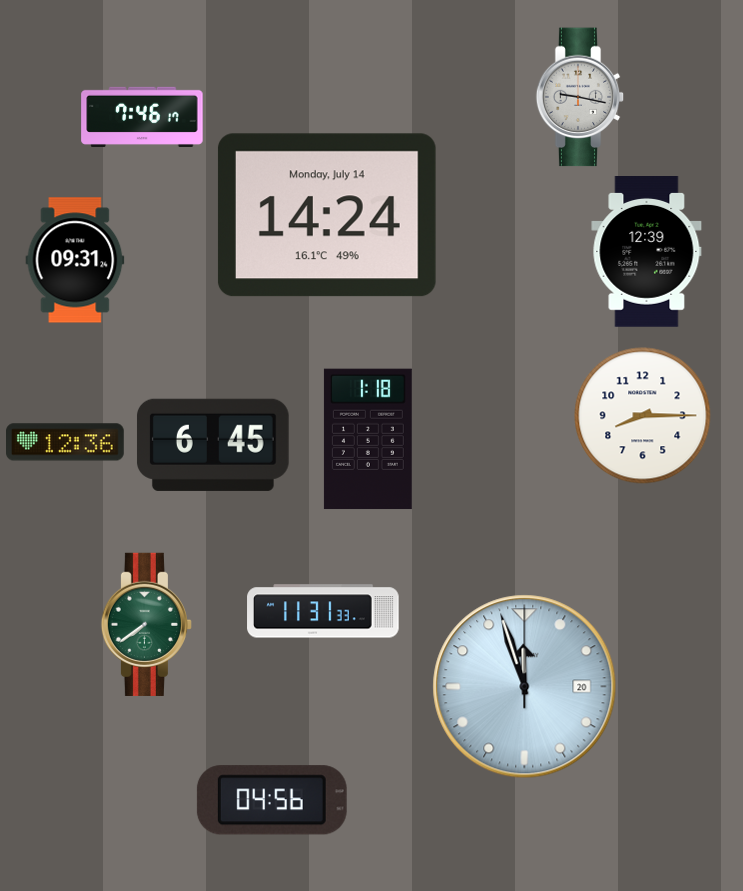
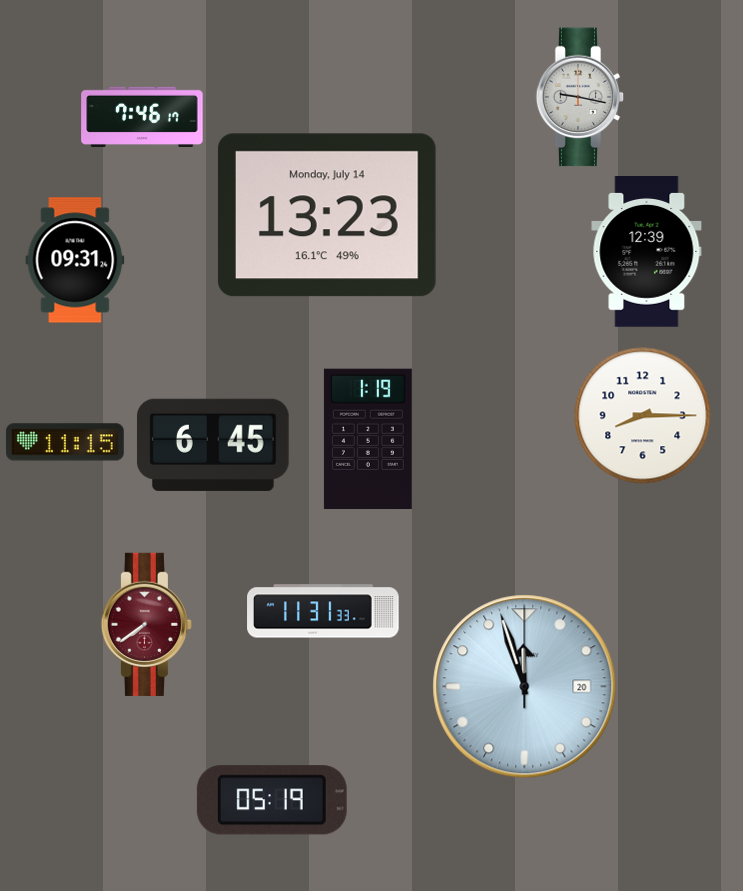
clock at (327, 215): 14:24 -> 13:23
clock at (368, 439): 1:18 -> 1:19
clock at (66, 442): 12:36 -> 11:15
clock at (146, 624) dial: green -> burgundy
clock at (272, 800): 04:56 -> 05:19
